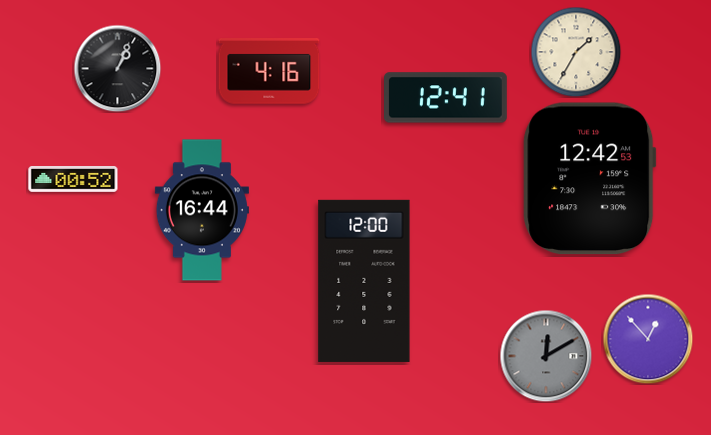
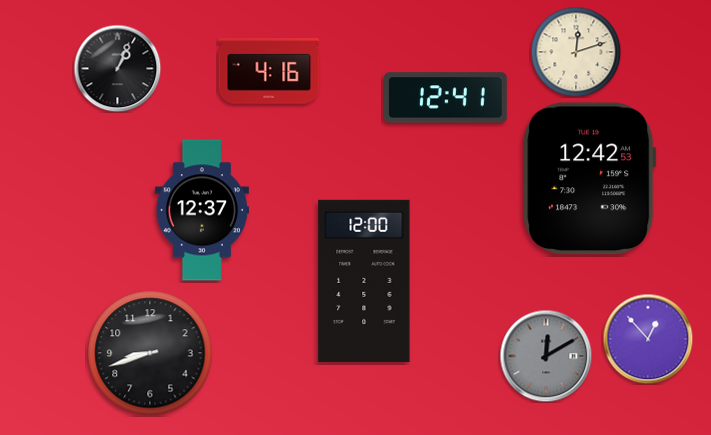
clock at (576, 52): 1:35 -> 12:12
clock at (73, 180): 00:52 -> none
clock at (202, 210): 16:44 -> 12:37
clock at (150, 353): none -> 8:42
